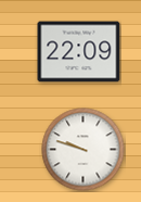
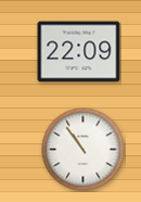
clock at (84, 150): 9:48 -> 10:54
